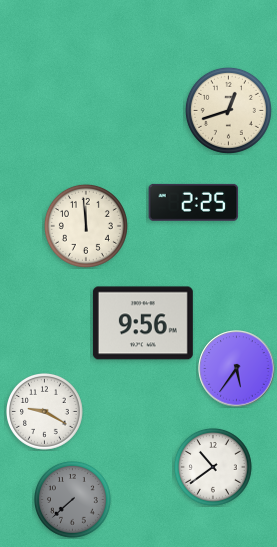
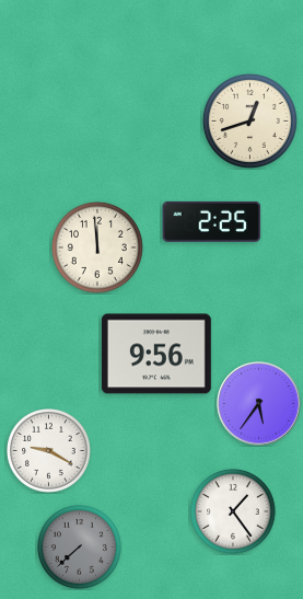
clock at (86, 226) position: (86, 226) -> (97, 247)
clock at (213, 467): 10:39 -> 1:24
